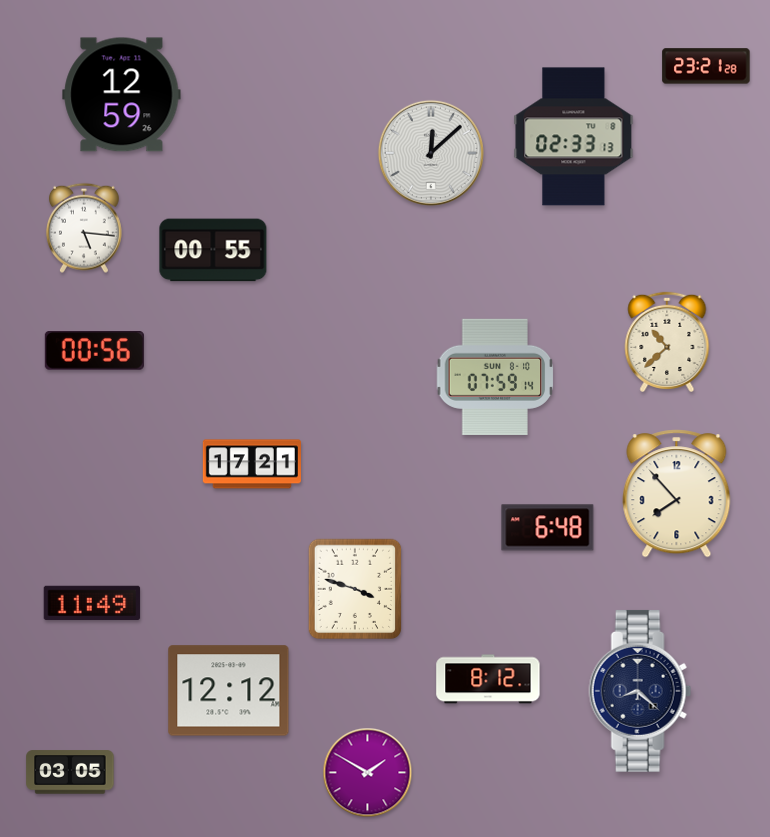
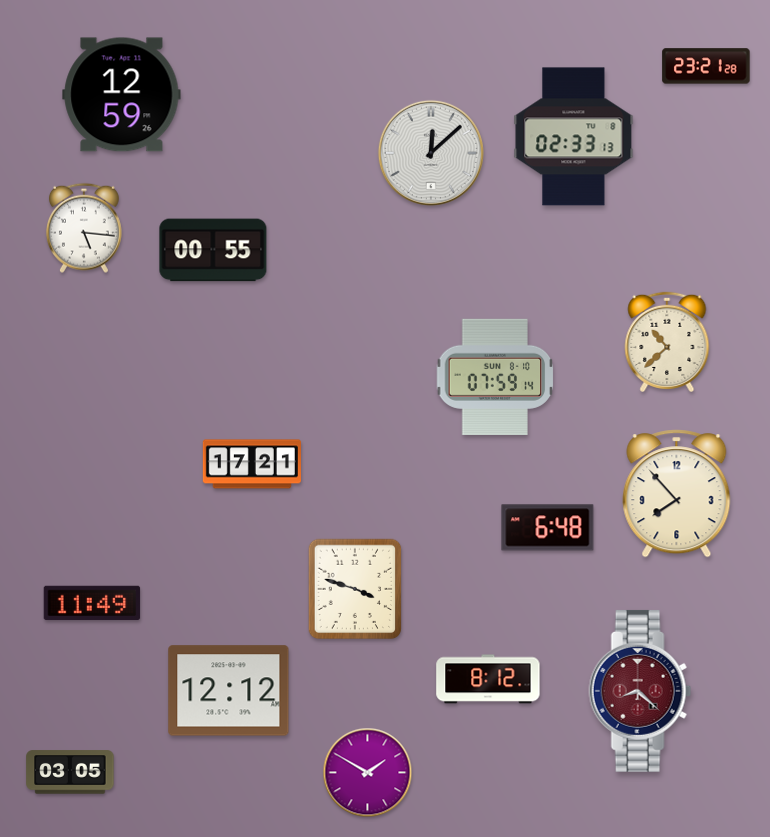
clock at (94, 351): 00:56 -> none
clock at (640, 691) dial: navy -> burgundy
